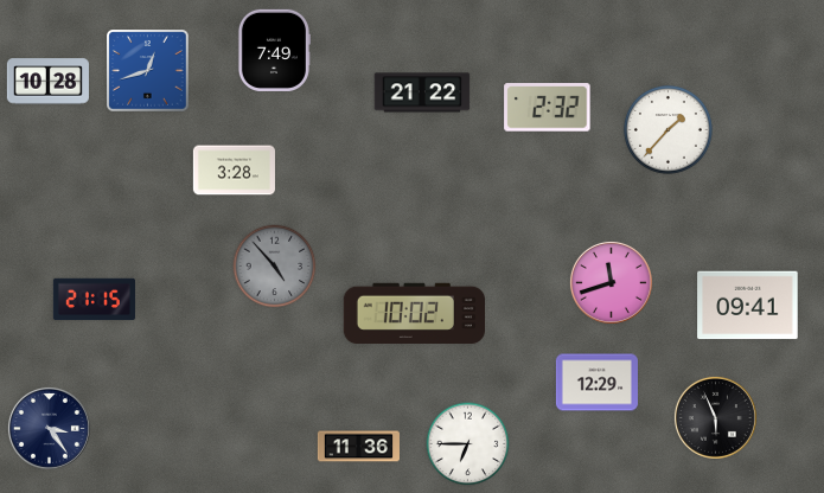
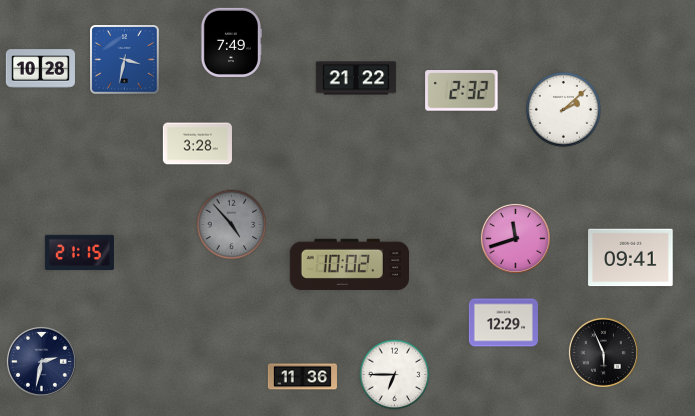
clock at (148, 71): 12:42 -> 3:32
clock at (667, 129): 1:37 -> 2:08
clock at (49, 428): 3:24 -> 2:32
